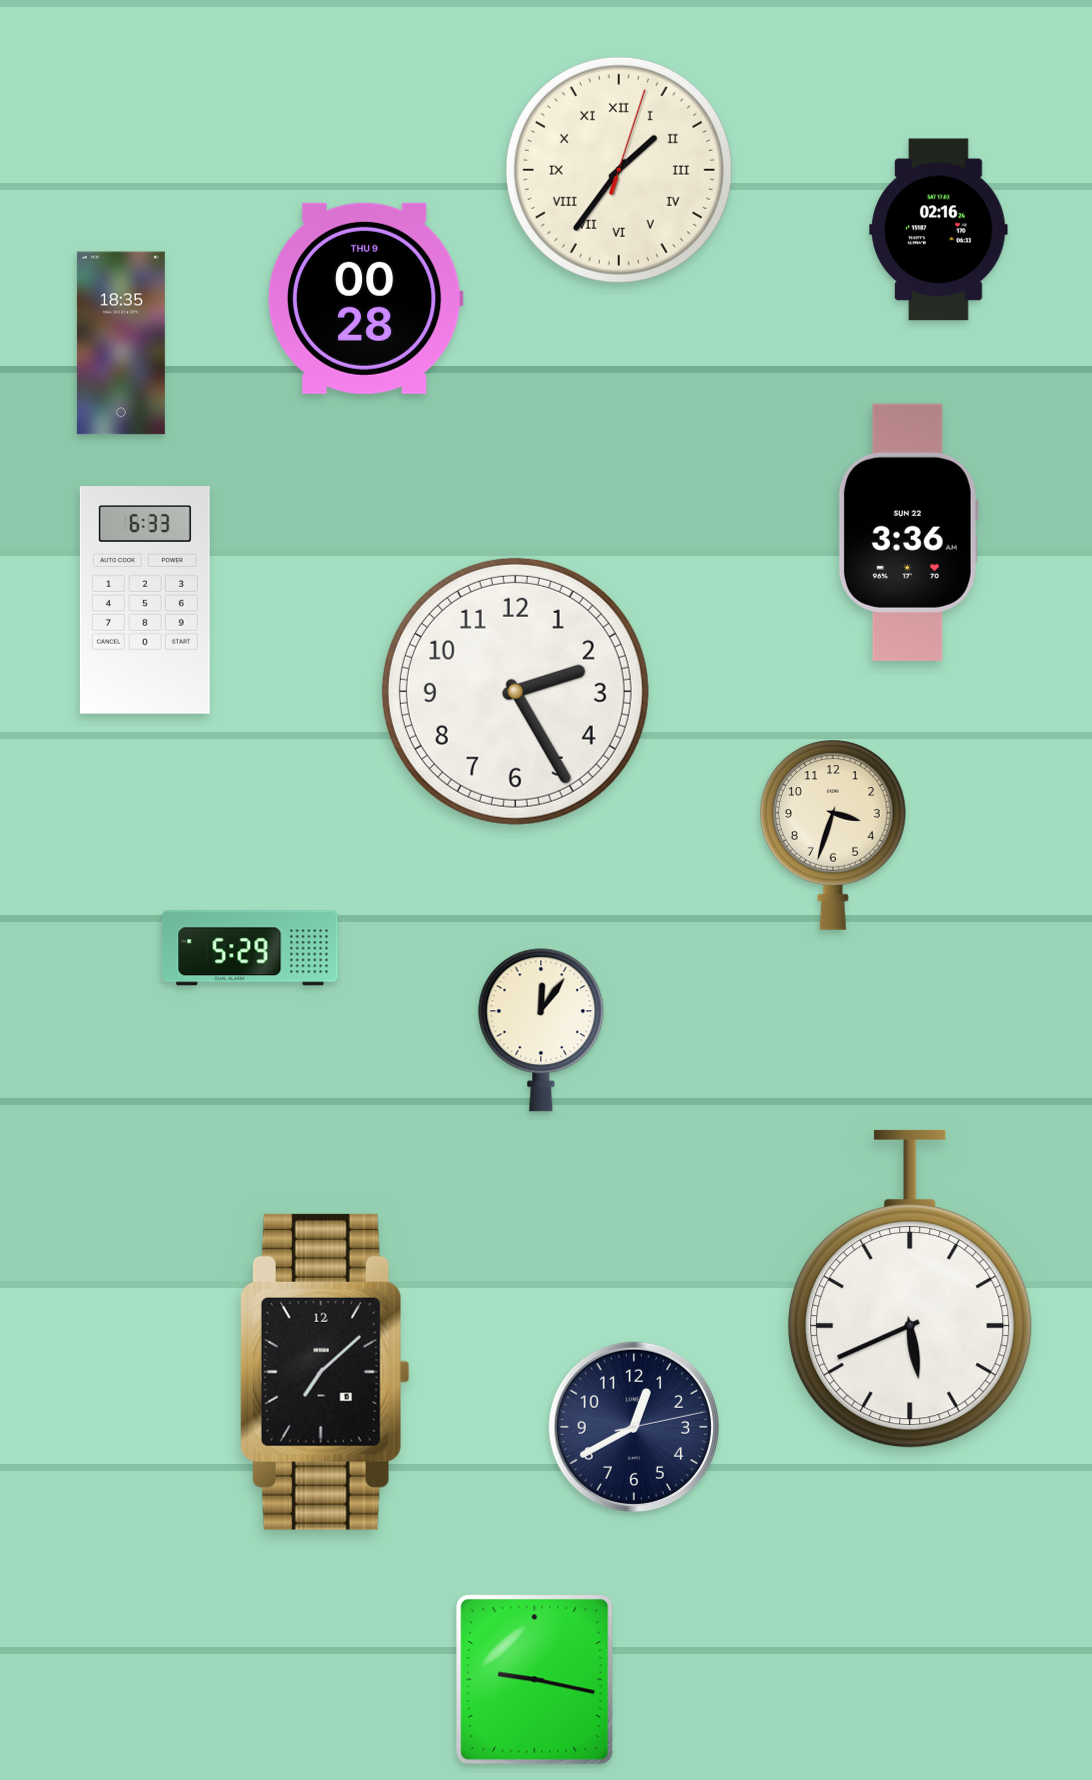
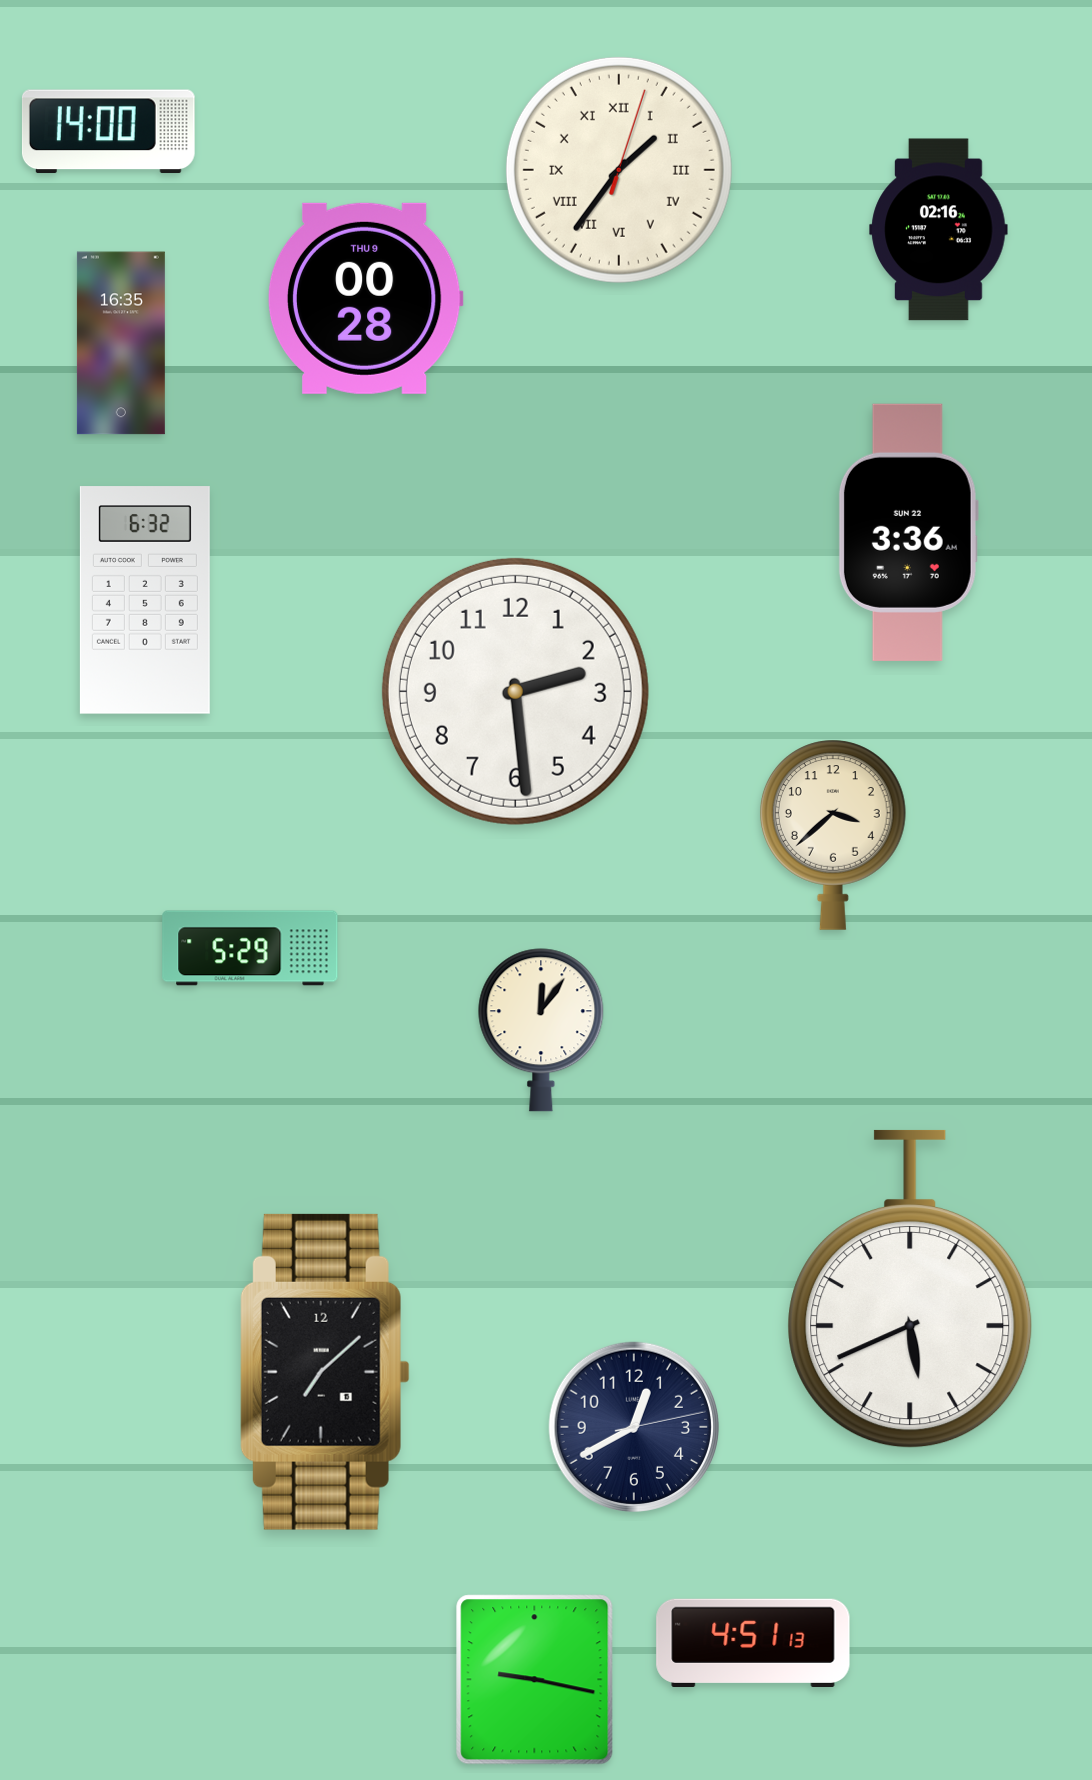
clock at (108, 132): none -> 14:00
clock at (121, 343): 18:35 -> 16:35
clock at (145, 600): 6:33 -> 6:32
clock at (515, 691): 2:25 -> 2:29
clock at (833, 835): 3:33 -> 3:38
clock at (753, 1642): none -> 4:51
